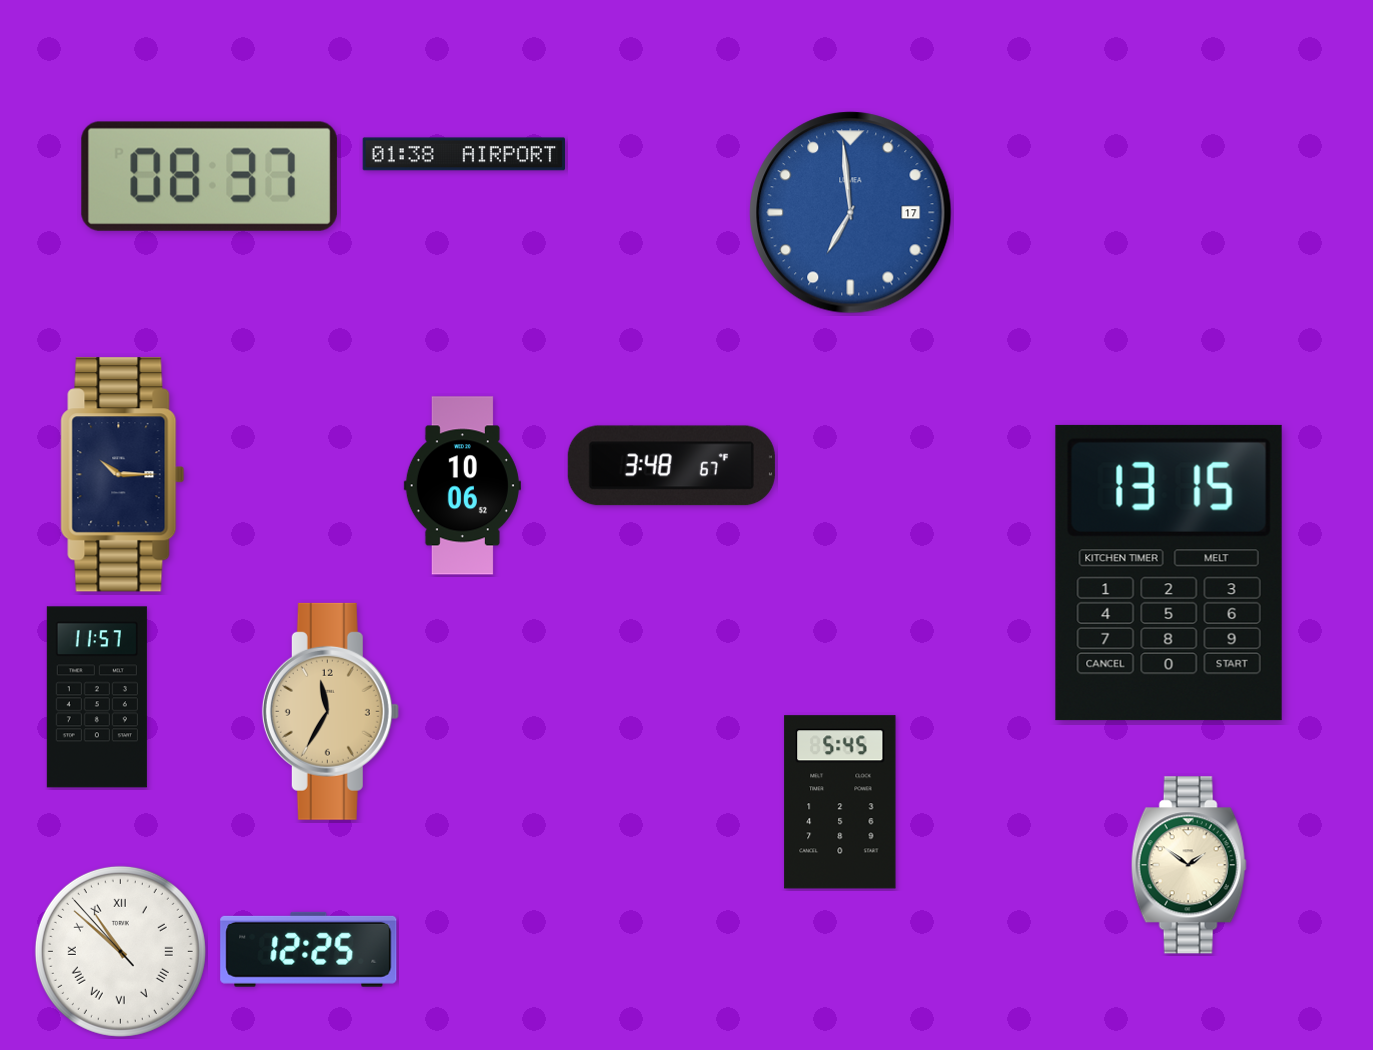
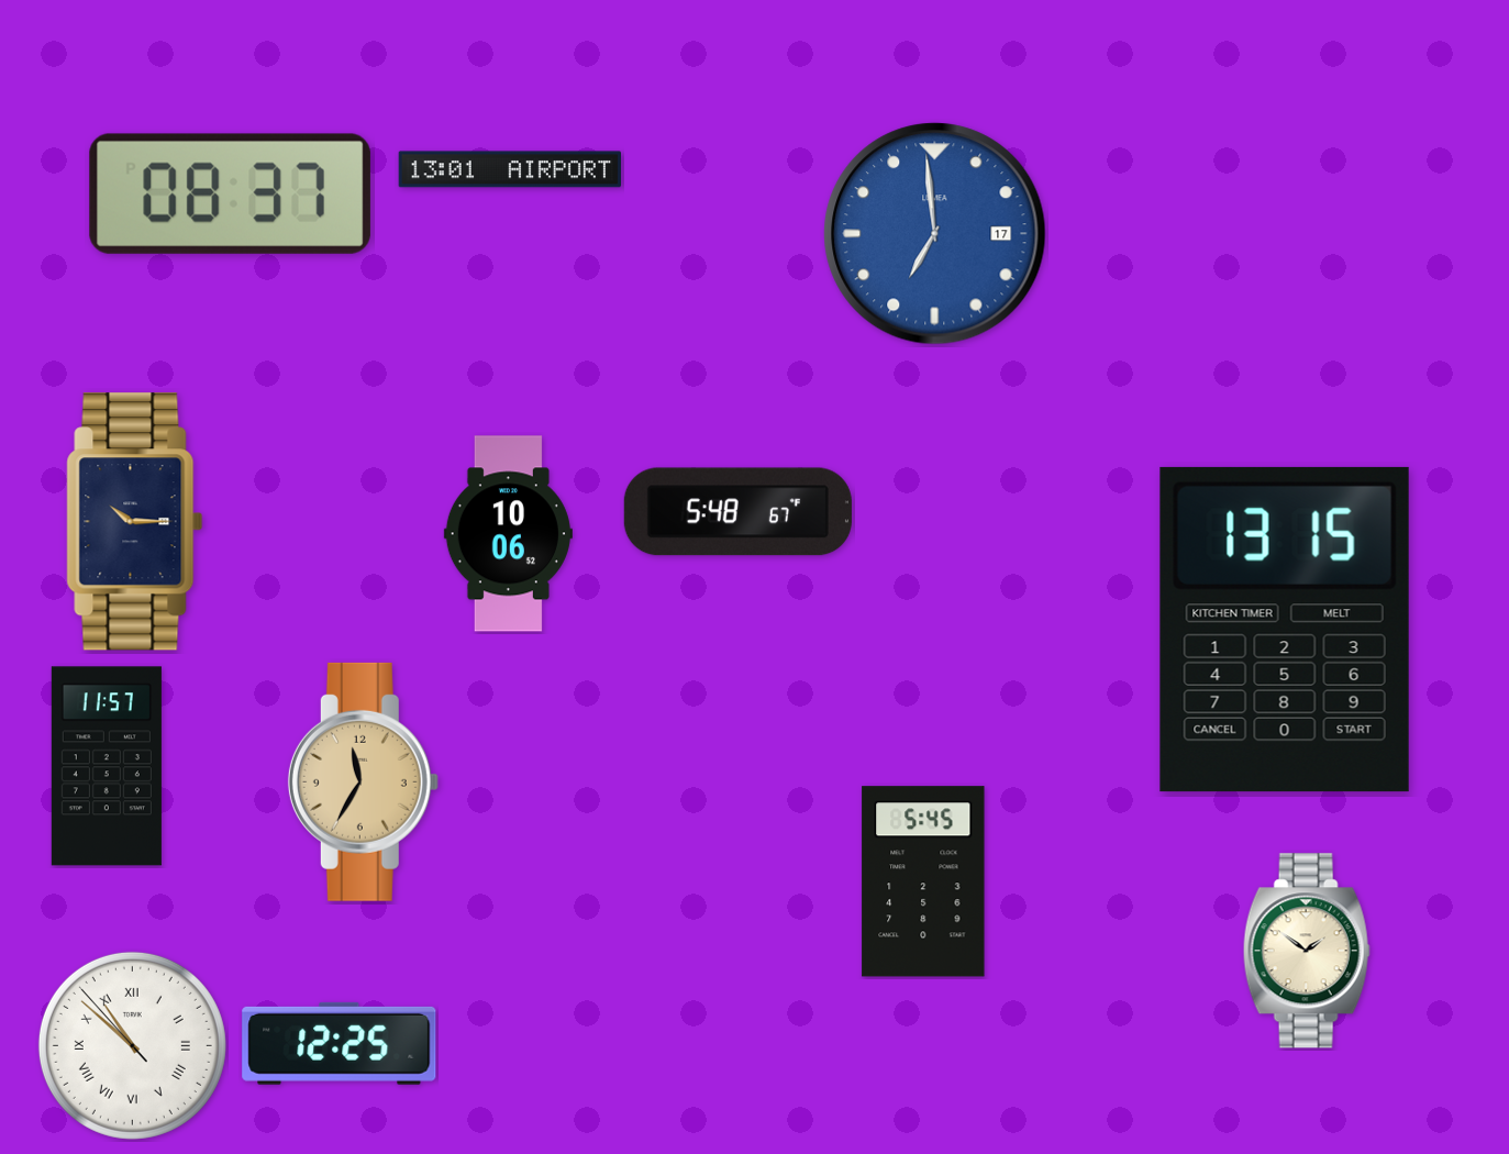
clock at (463, 154): 01:38 -> 13:01
clock at (671, 466): 3:48 -> 5:48
